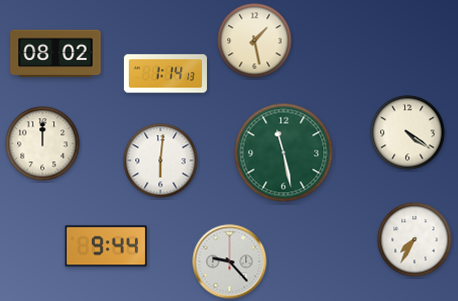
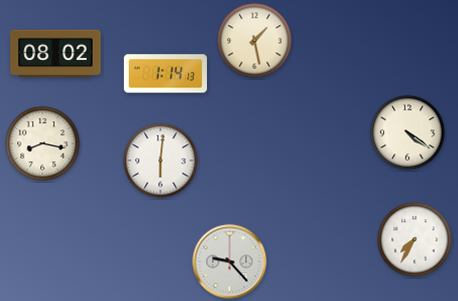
clock at (43, 144): 12:00 -> 8:17
clock at (284, 153): 11:28 -> none
clock at (106, 246): 9:44 -> none
